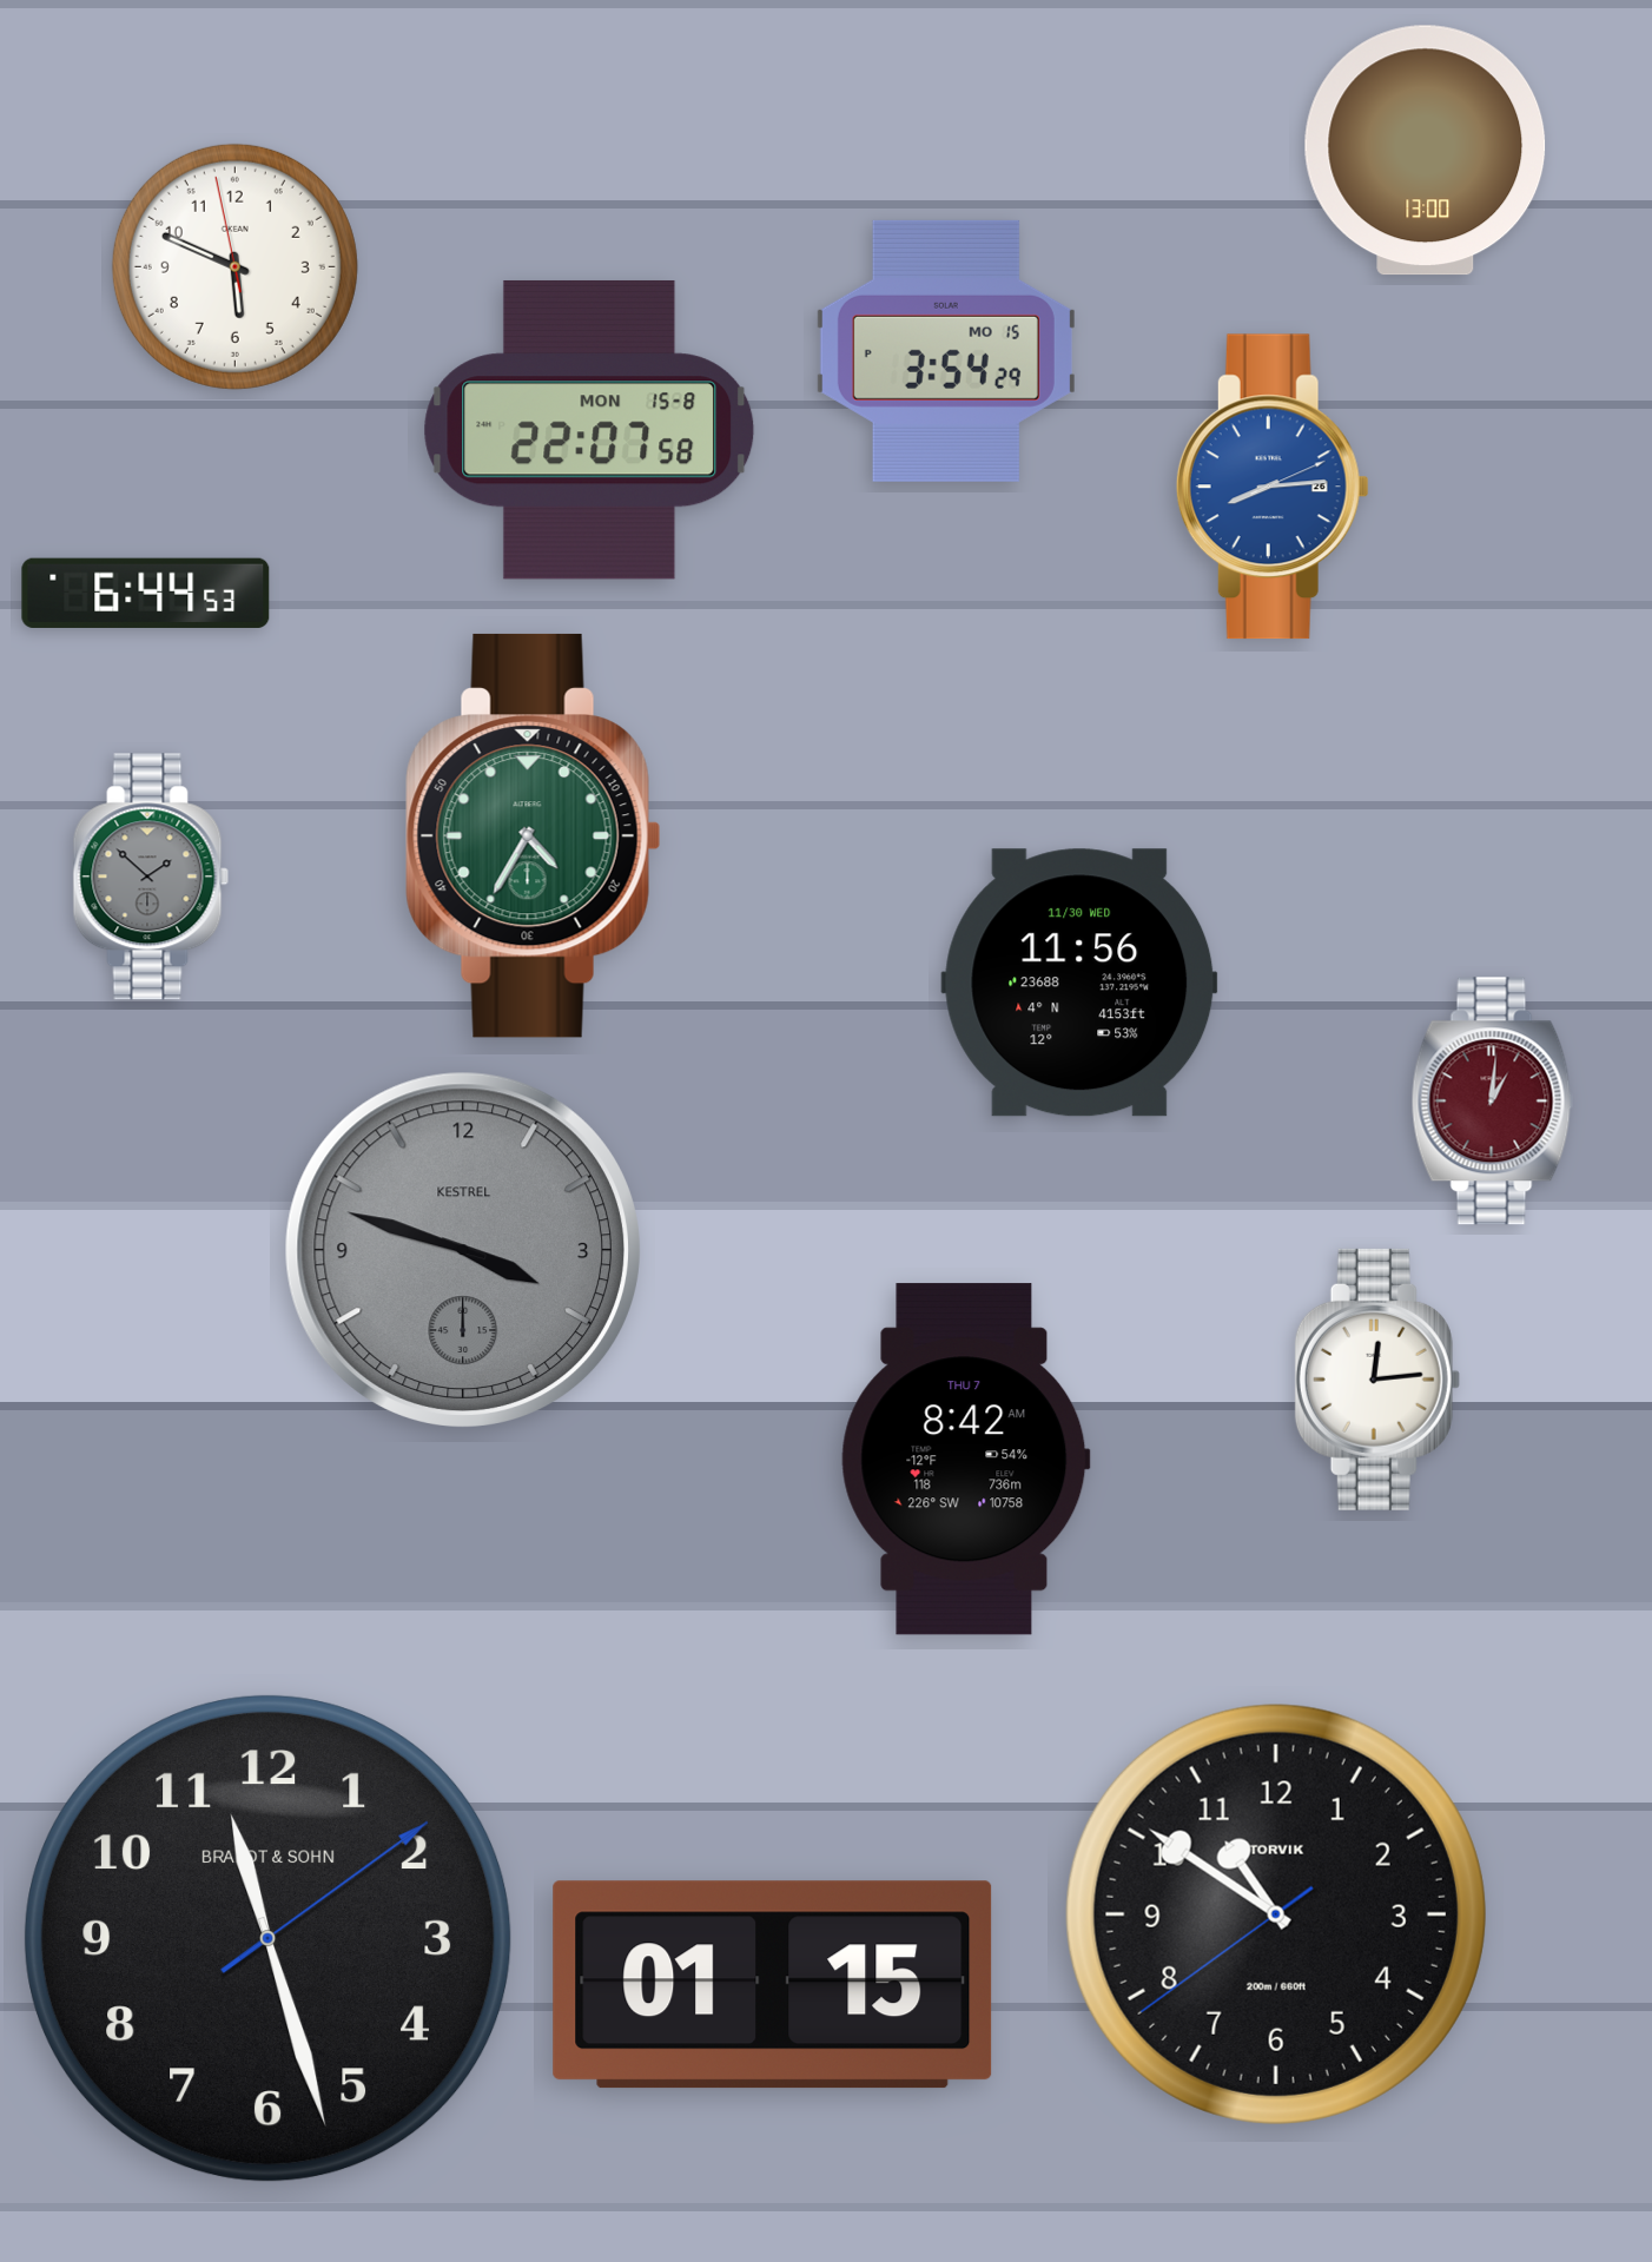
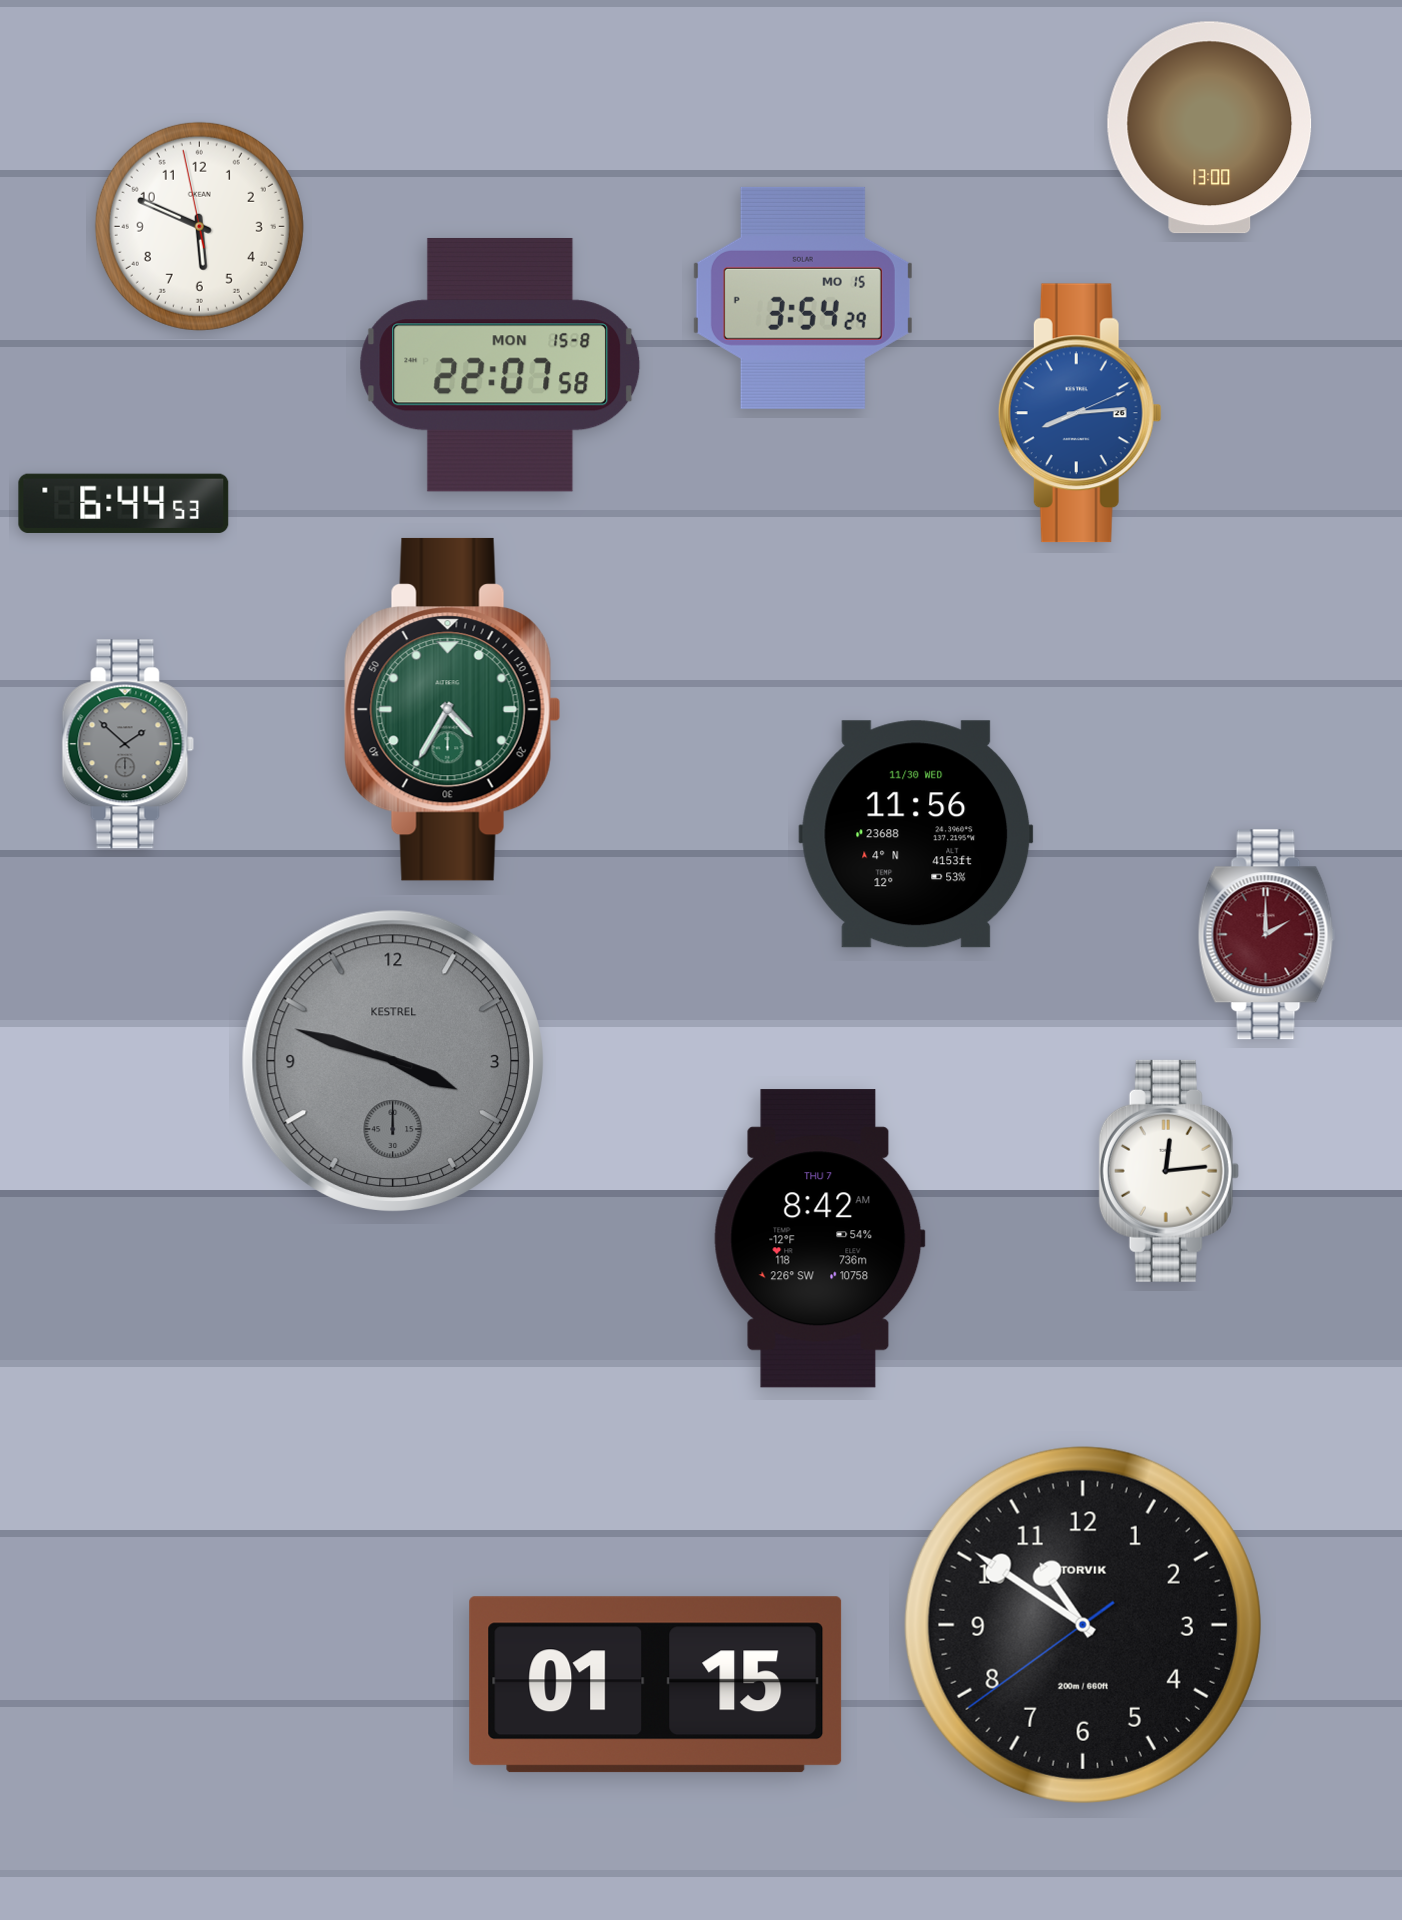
clock at (1492, 1102): 1:01 -> 2:00
clock at (269, 1939): 11:27 -> none
